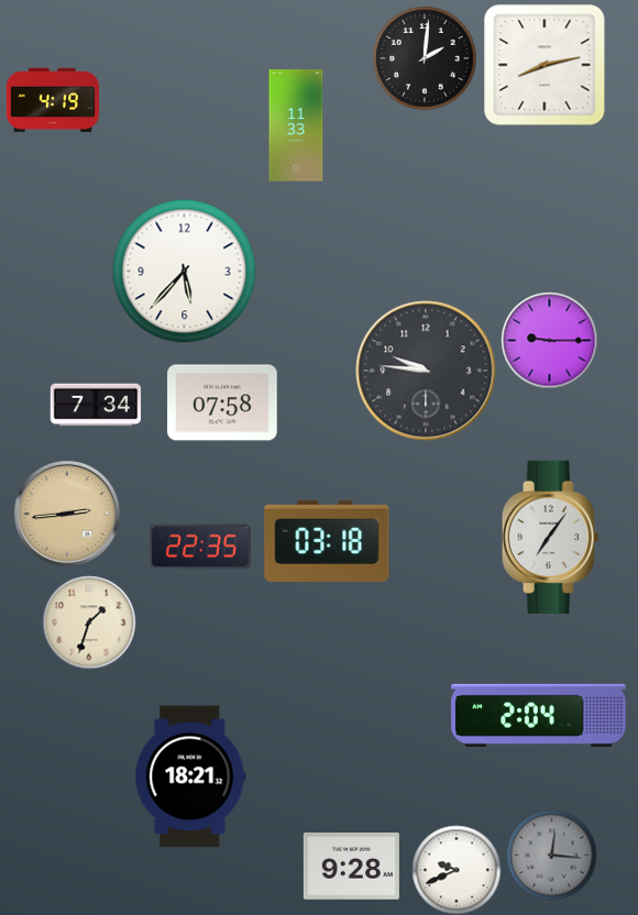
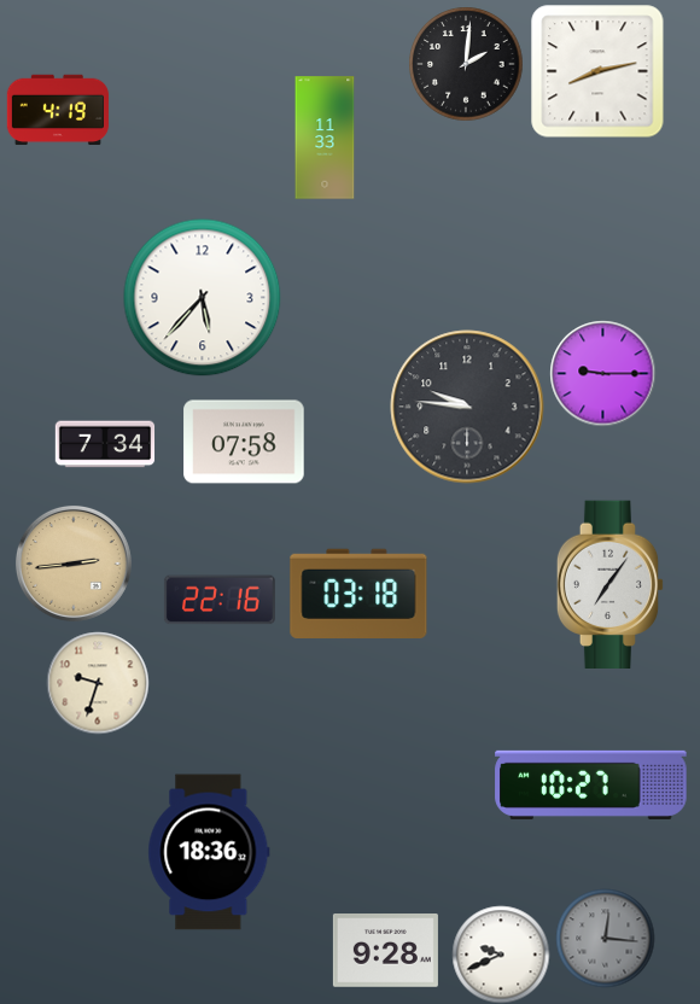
clock at (551, 537) position: (551, 537) -> (611, 584)
clock at (200, 547): 22:35 -> 22:16
clock at (89, 622): 1:33 -> 9:33
clock at (539, 715): 2:04 -> 10:27
clock at (190, 776): 18:21 -> 18:36
